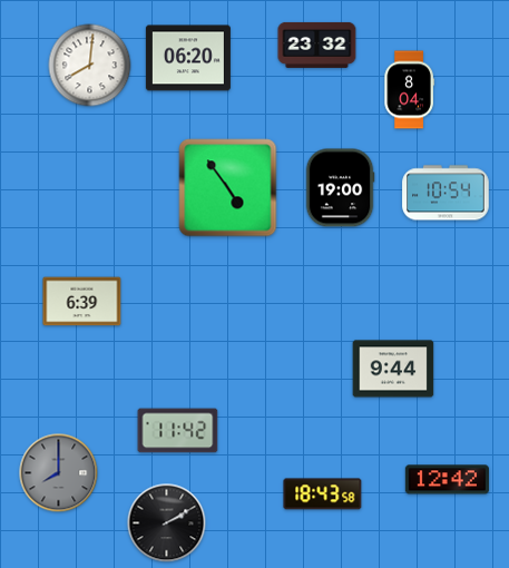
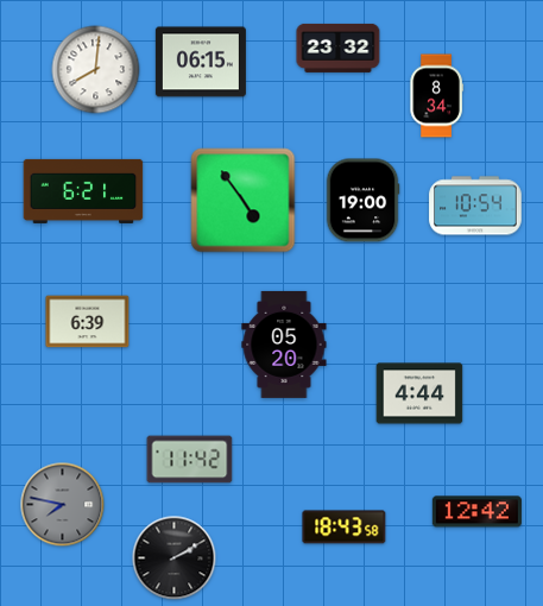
clock at (188, 58): 06:20 -> 06:15
clock at (409, 90): 8:04 -> 8:34
clock at (83, 191): none -> 6:21
clock at (284, 345): none -> 05:20
clock at (393, 369): 9:44 -> 4:44
clock at (59, 473): 8:00 -> 7:47
clock at (167, 523) position: (167, 523) -> (175, 558)
